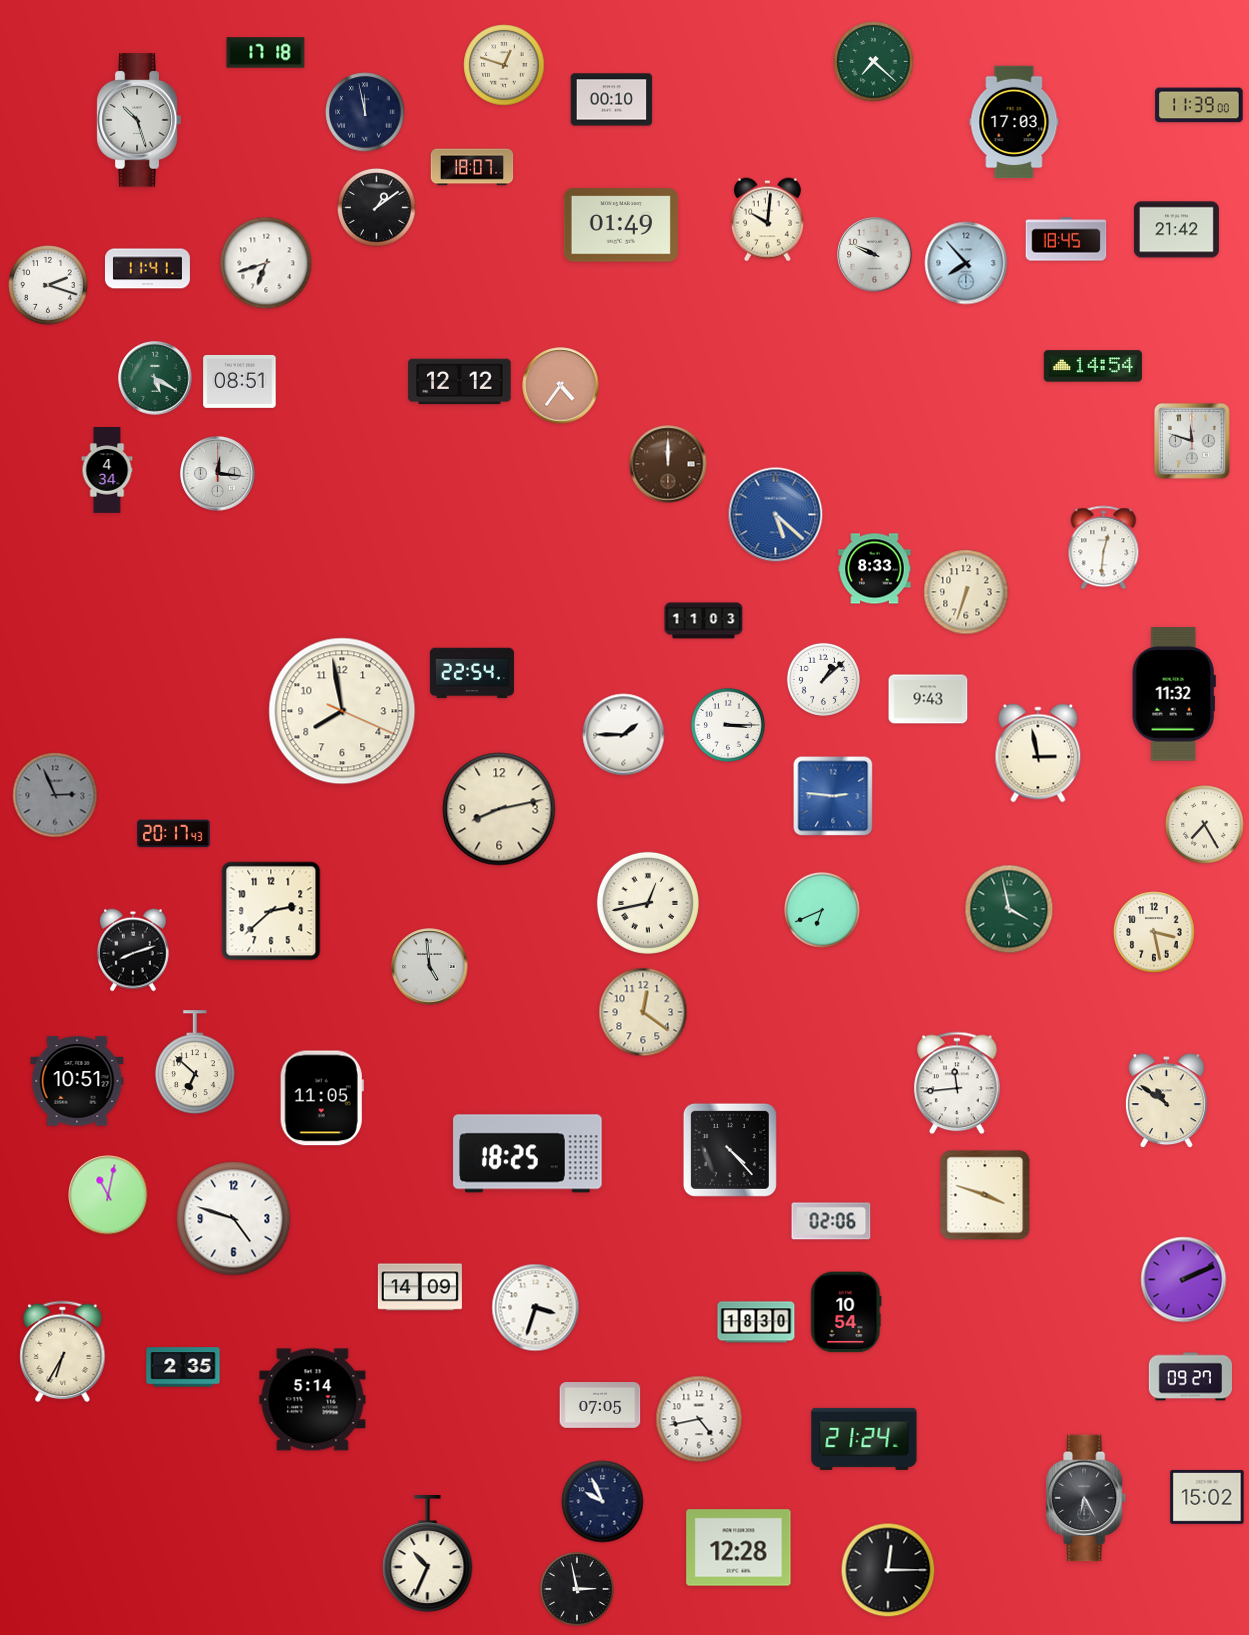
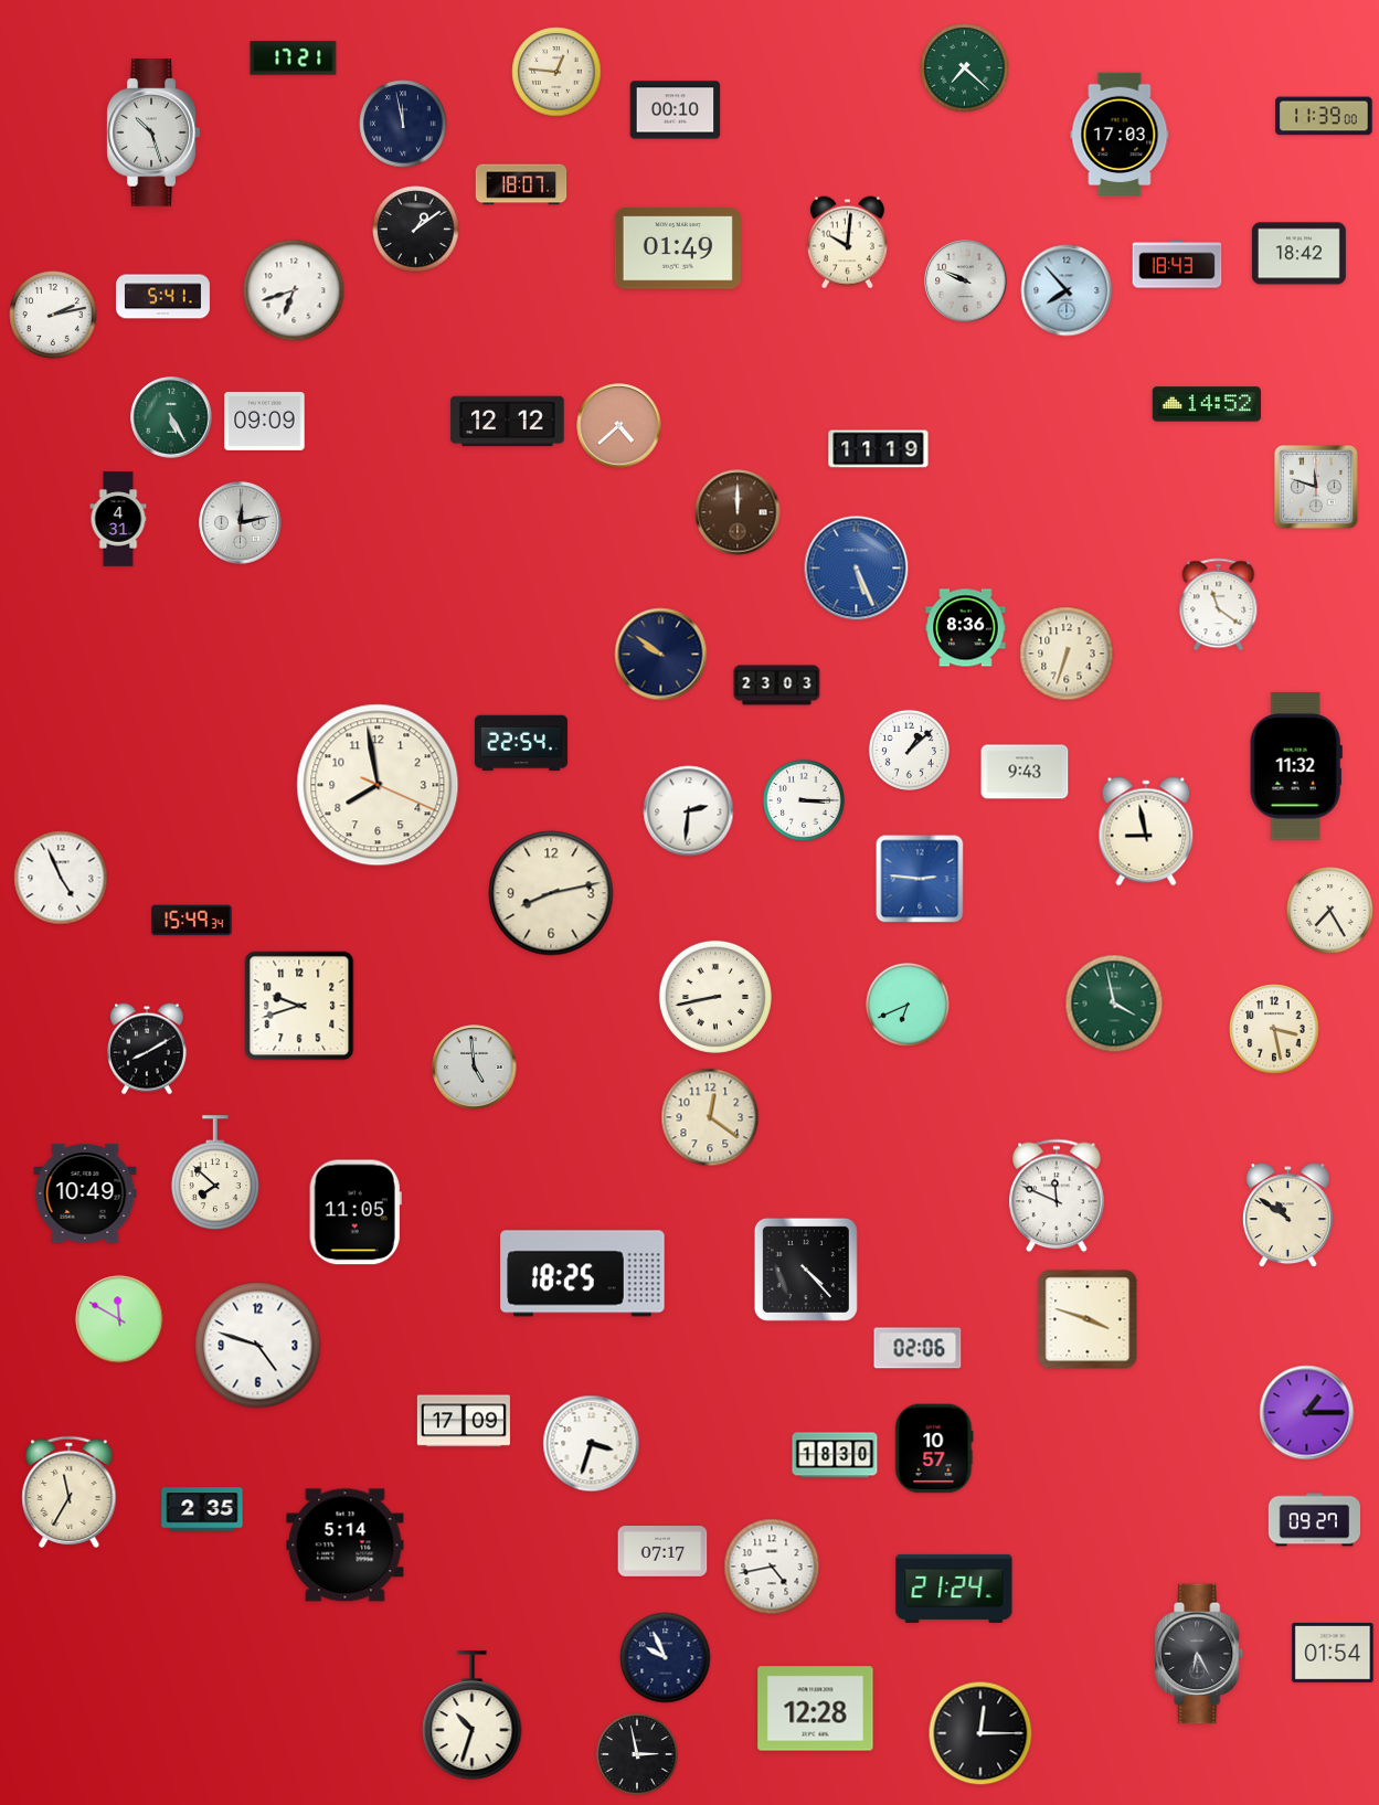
clock at (266, 53): 17:18 -> 17:21
clock at (504, 65): 12:48 -> 12:46
clock at (621, 225) position: (621, 225) -> (678, 248)
clock at (1176, 230): 21:42 -> 18:42
clock at (1066, 239): 18:45 -> 18:43
clock at (147, 269): 11:41 -> 5:41
clock at (48, 285): 2:18 -> 2:13
clock at (1093, 366): 14:54 -> 14:52
clock at (155, 378): 5:20 -> 5:25
clock at (240, 381): 08:51 -> 09:09
clock at (561, 386): 4:36 -> 4:38
clock at (879, 449): none -> 11:19
clock at (107, 470): 4:34 -> 4:31
clock at (218, 474): 12:16 -> 12:13
clock at (776, 515): 5:22 -> 5:26
clock at (1104, 548): 12:31 -> 11:21
clock at (875, 569): 8:33 -> 8:36
clock at (661, 655): none -> 9:51
clock at (704, 621): 11:03 -> 23:03
clock at (624, 735): 1:45 -> 2:31
clock at (1038, 753): 2:58 -> 8:58
clock at (55, 795): 2:56 -> 4:56
clock at (55, 795) dial: grey -> white
clock at (174, 834): 20:17 -> 15:49
clock at (648, 903): 12:43 -> 8:43
clock at (271, 911): 2:38 -> 9:42
clock at (134, 950): 8:12 -> 8:10
clock at (195, 1063): 6:52 -> 7:52
clock at (77, 1081): 10:51 -> 10:49
clock at (957, 1083): 11:44 -> 11:49
clock at (108, 1195): 11:02 -> 11:50
clock at (1184, 1280): 2:11 -> 1:15
clock at (420, 1287): 14:09 -> 17:09
clock at (846, 1312): 10:54 -> 10:57
clock at (756, 1322) position: (756, 1322) -> (835, 1455)
clock at (63, 1352): 6:35 -> 11:35
clock at (600, 1406): 07:05 -> 07:17
clock at (1207, 1497): 15:02 -> 01:54
clock at (428, 1555): 10:34 -> 10:33
